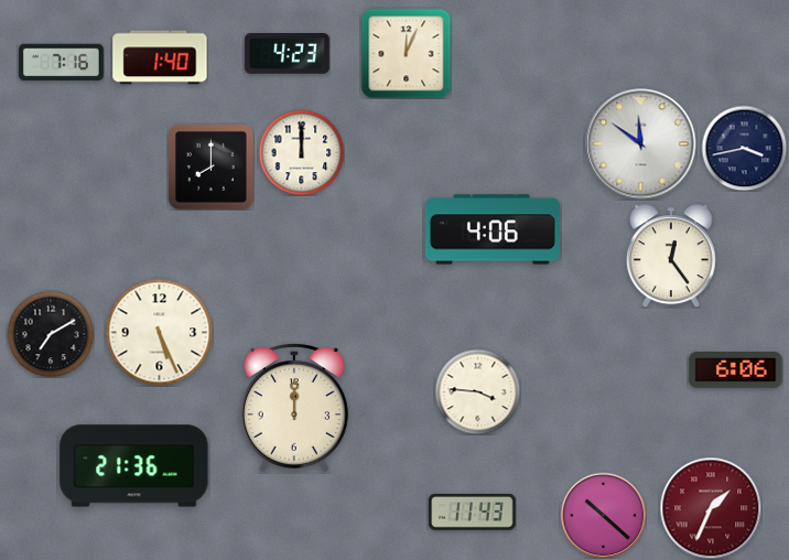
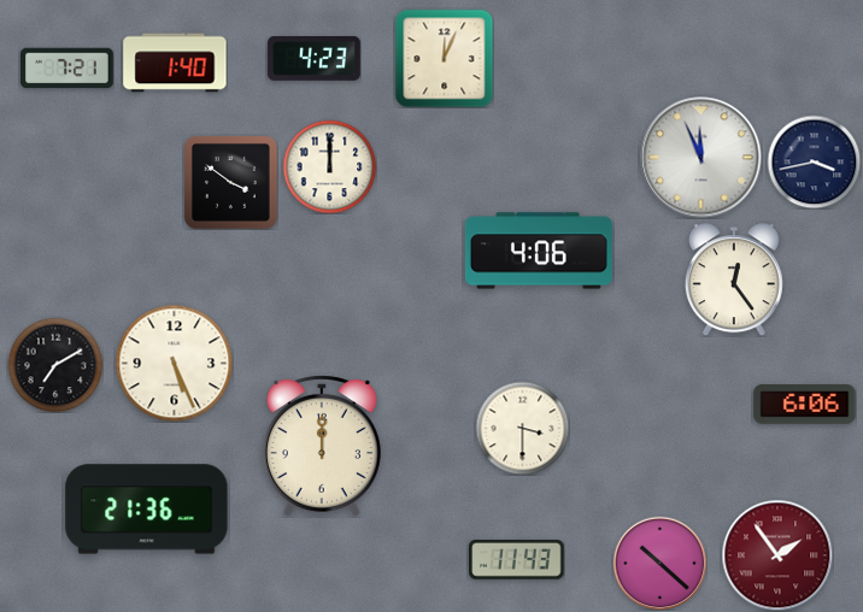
clock at (62, 63): 7:16 -> 7:21
clock at (641, 144): 11:51 -> 11:56
clock at (210, 166): 8:00 -> 3:51
clock at (477, 391): 3:46 -> 3:30
clock at (711, 508): 1:34 -> 1:54
